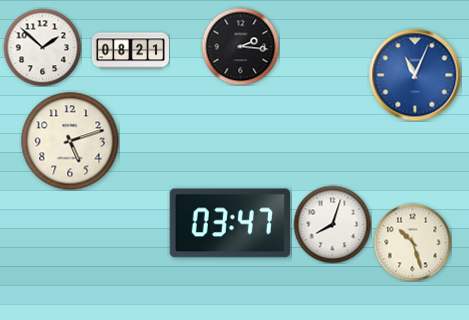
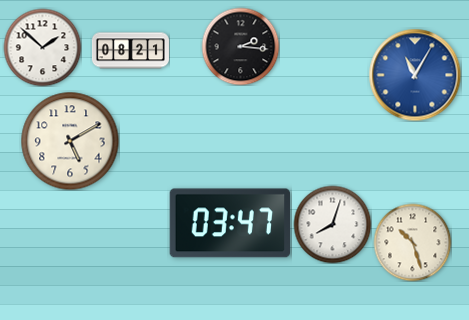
clock at (415, 75): 11:04 -> 11:05
clock at (70, 141): 5:12 -> 5:10
